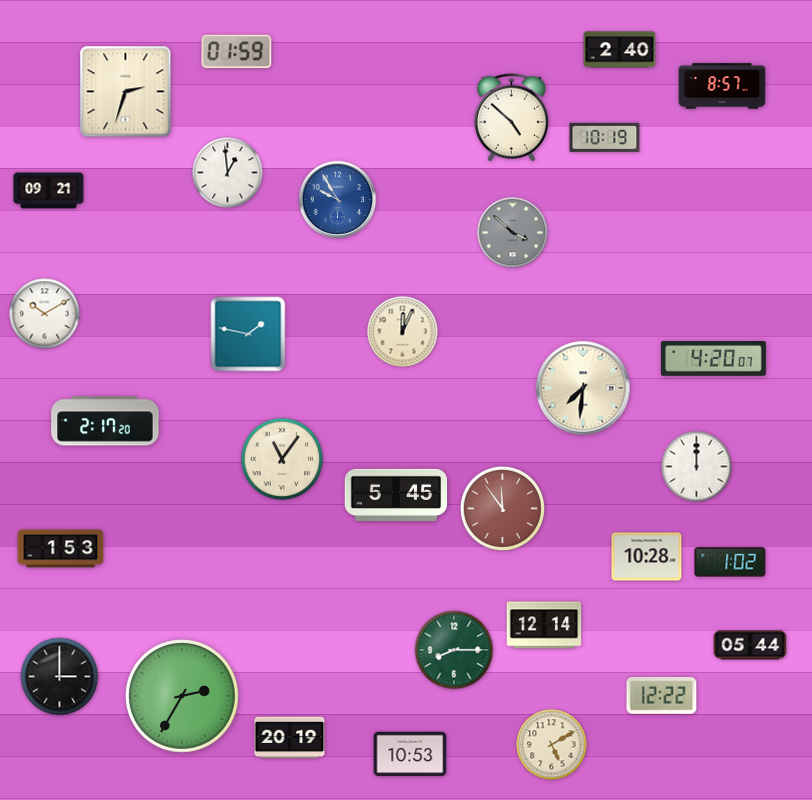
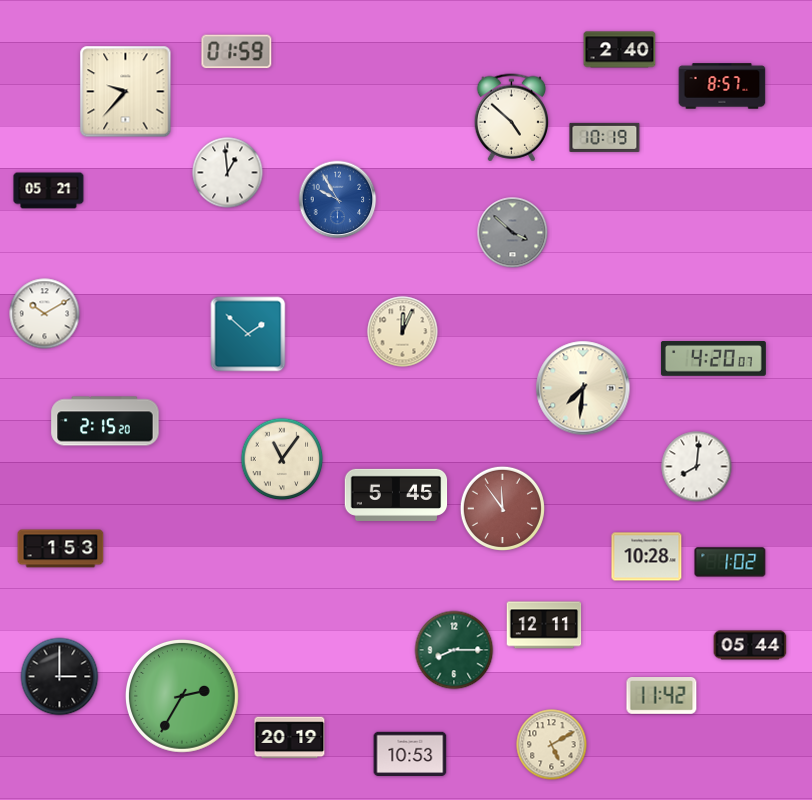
clock at (126, 92): 2:33 -> 9:37
clock at (49, 191): 09:21 -> 05:21
clock at (248, 334): 1:47 -> 1:52
clock at (105, 421): 2:17 -> 2:15
clock at (697, 467): 12:00 -> 8:01
clock at (544, 625): 12:14 -> 12:11
clock at (662, 696): 12:22 -> 11:42
